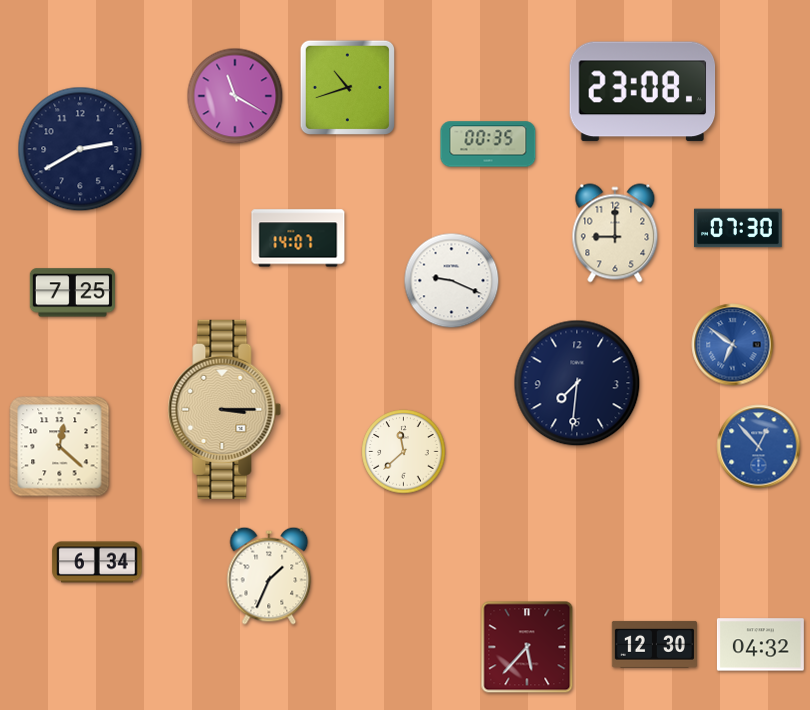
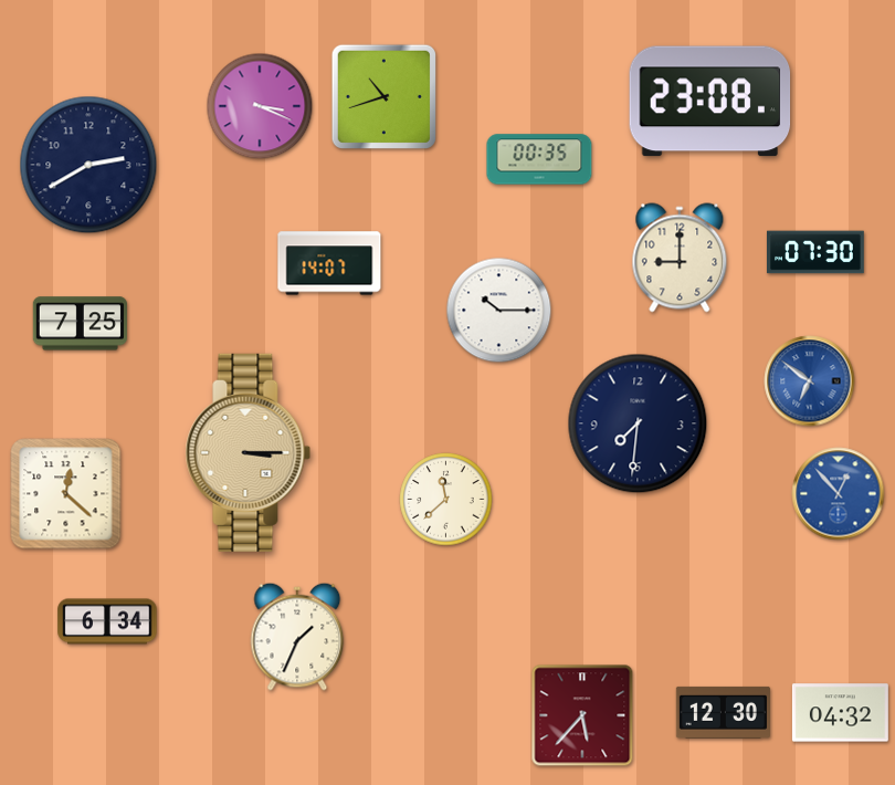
clock at (235, 96): 11:20 -> 3:19
clock at (452, 281): 9:19 -> 10:15
